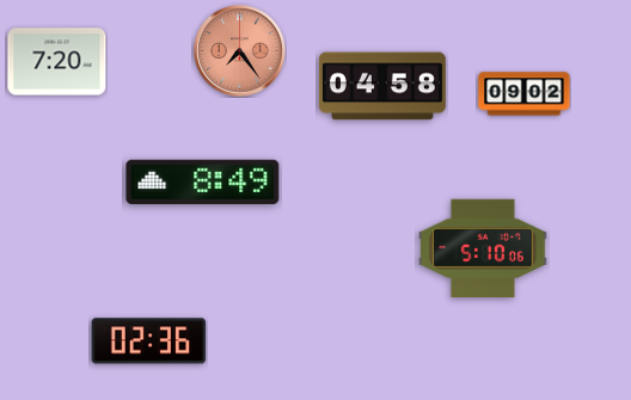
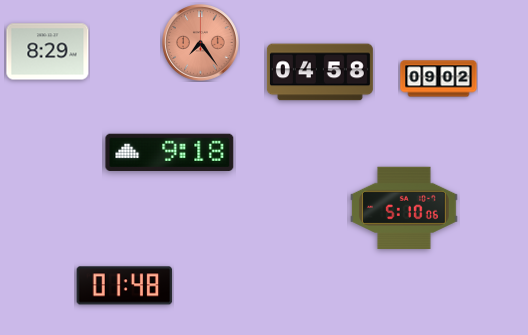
clock at (57, 62): 7:20 -> 8:29
clock at (203, 181): 8:49 -> 9:18
clock at (149, 341): 02:36 -> 01:48
